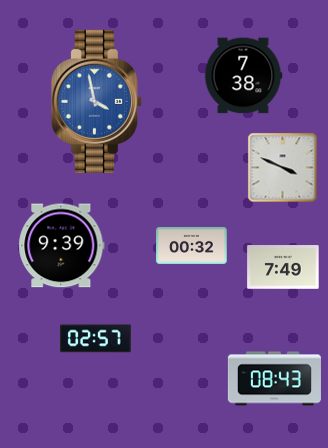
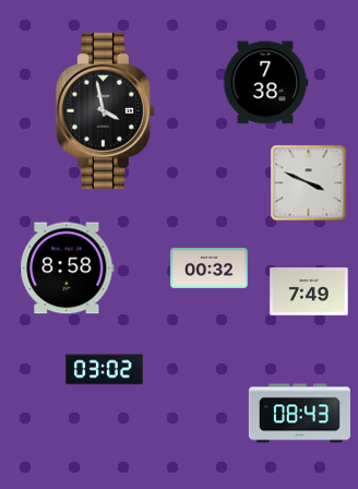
clock at (96, 101) dial: blue -> black
clock at (62, 246): 9:39 -> 8:58
clock at (96, 339): 02:57 -> 03:02
